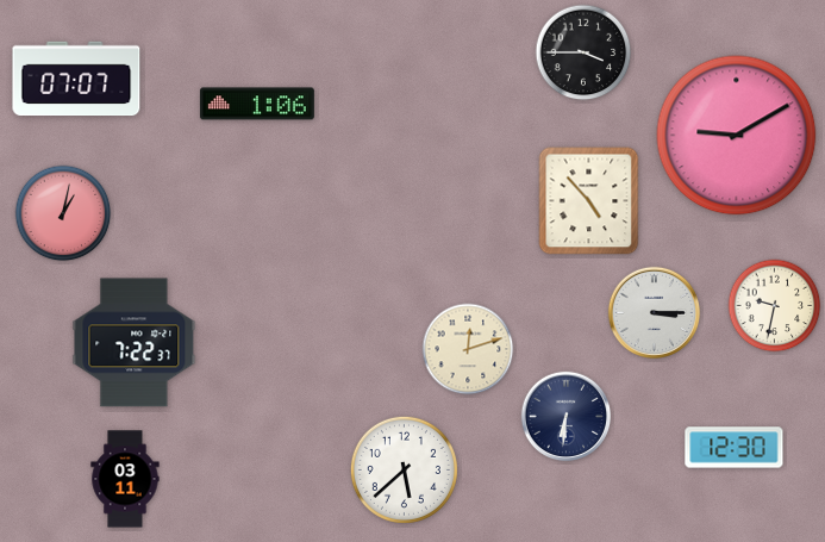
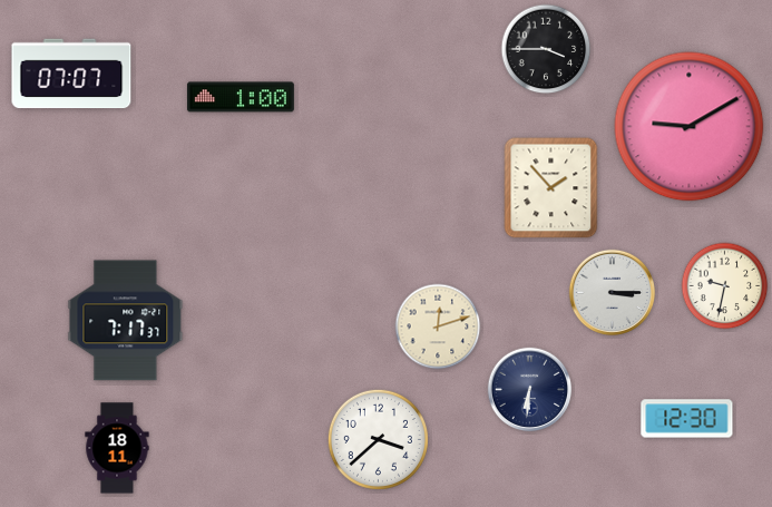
clock at (257, 104): 1:06 -> 1:00
clock at (589, 201): 4:53 -> 1:53
clock at (63, 213): 1:02 -> none
clock at (135, 343): 7:22 -> 7:17
clock at (404, 469): 5:38 -> 3:38
clock at (125, 479): 03:11 -> 18:11
